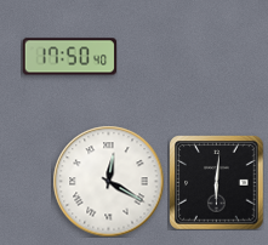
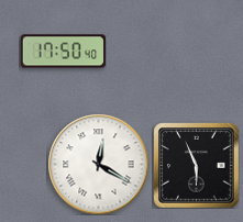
clock at (216, 182): 6:01 -> 5:56
